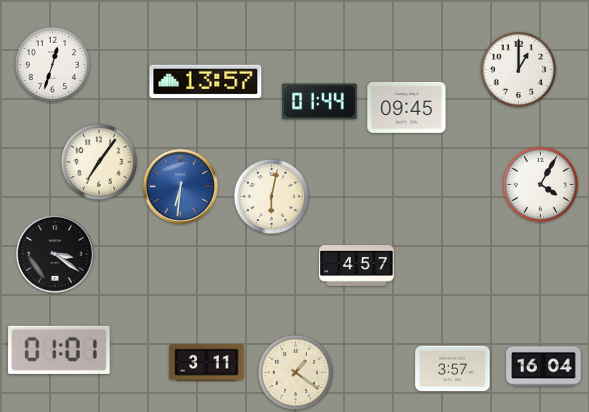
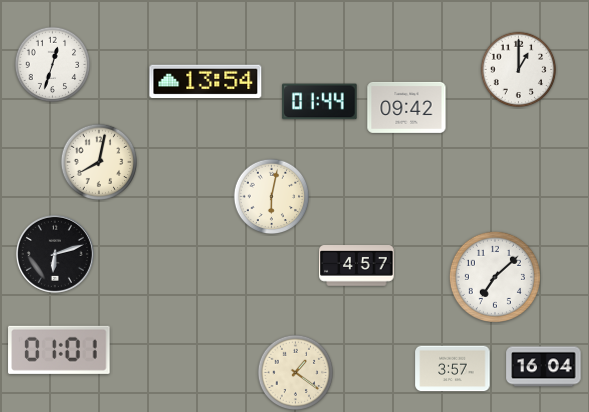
clock at (206, 82): 13:57 -> 13:54
clock at (407, 107): 09:45 -> 09:42
clock at (99, 162): 7:06 -> 8:02
clock at (541, 185): 4:05 -> none
clock at (180, 186): 6:31 -> none
clock at (55, 254): 3:21 -> 6:12
clock at (495, 277): none -> 7:08
clock at (207, 363): 3:11 -> none
